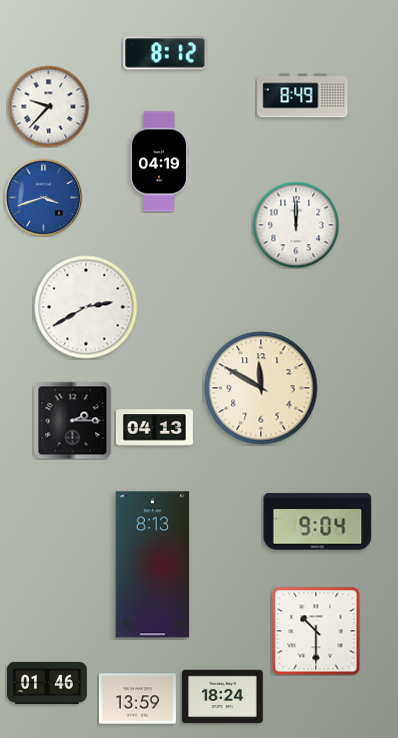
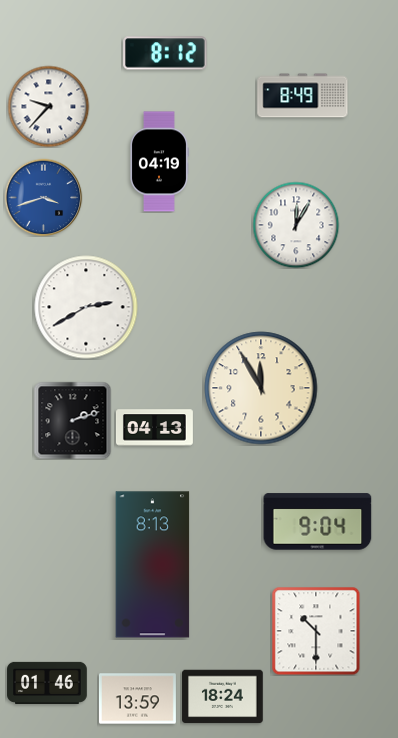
clock at (296, 225): 12:00 -> 12:05
clock at (261, 388): 11:50 -> 11:55
clock at (72, 420): 2:15 -> 2:12
